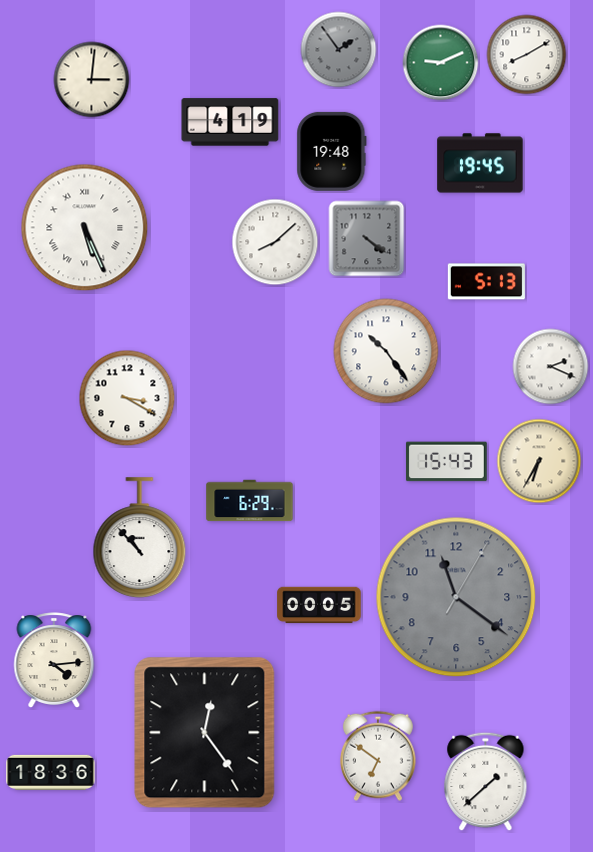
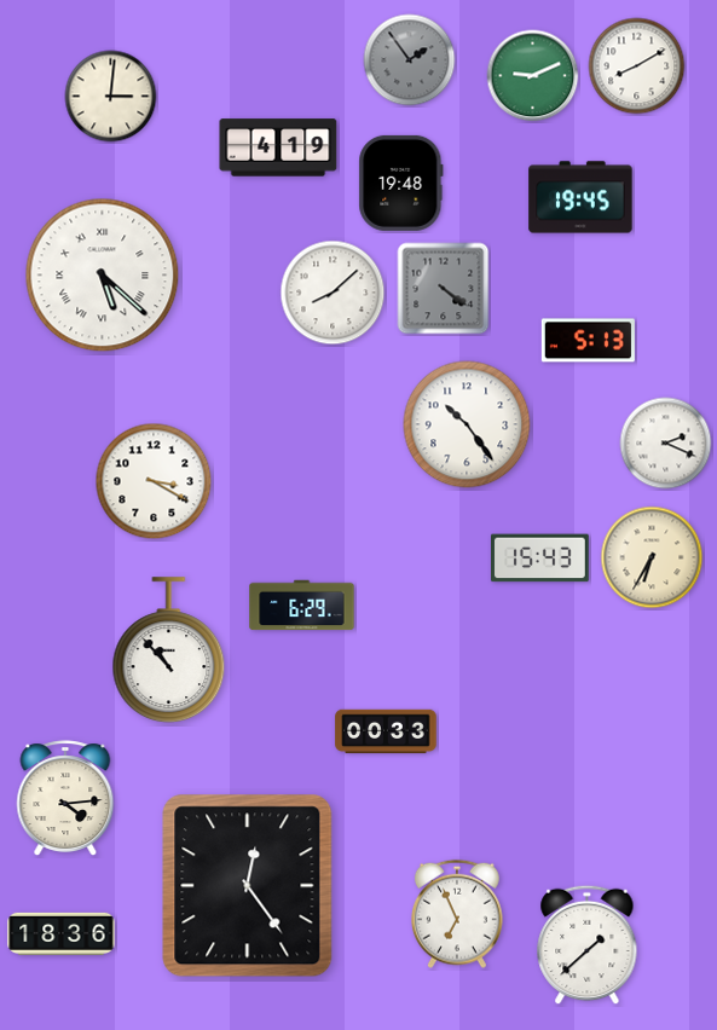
clock at (85, 228): 5:26 -> 5:22
clock at (456, 597): 11:21 -> none
clock at (319, 605): 00:05 -> 00:33
clock at (379, 756): 6:51 -> 6:56
